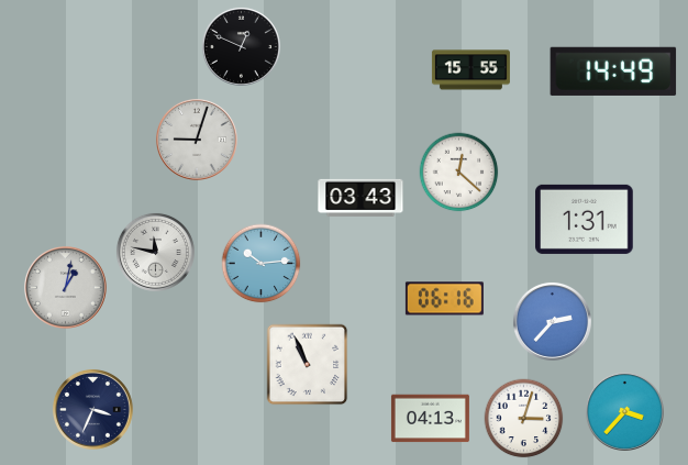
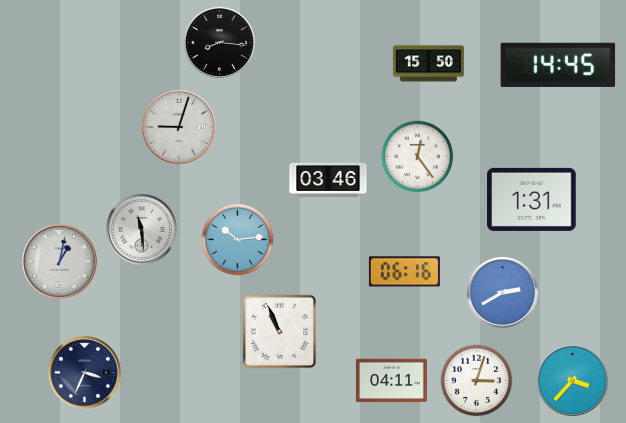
clock at (241, 46): 12:49 -> 8:16
clock at (470, 70): 15:55 -> 15:50
clock at (613, 71): 14:49 -> 14:45
clock at (459, 173): 12:22 -> 12:24
clock at (360, 197): 03:43 -> 03:46
clock at (155, 252): 11:47 -> 11:29
clock at (552, 321): 2:37 -> 2:40
clock at (624, 411) position: (624, 411) -> (572, 380)
clock at (430, 419): 04:13 -> 04:11
